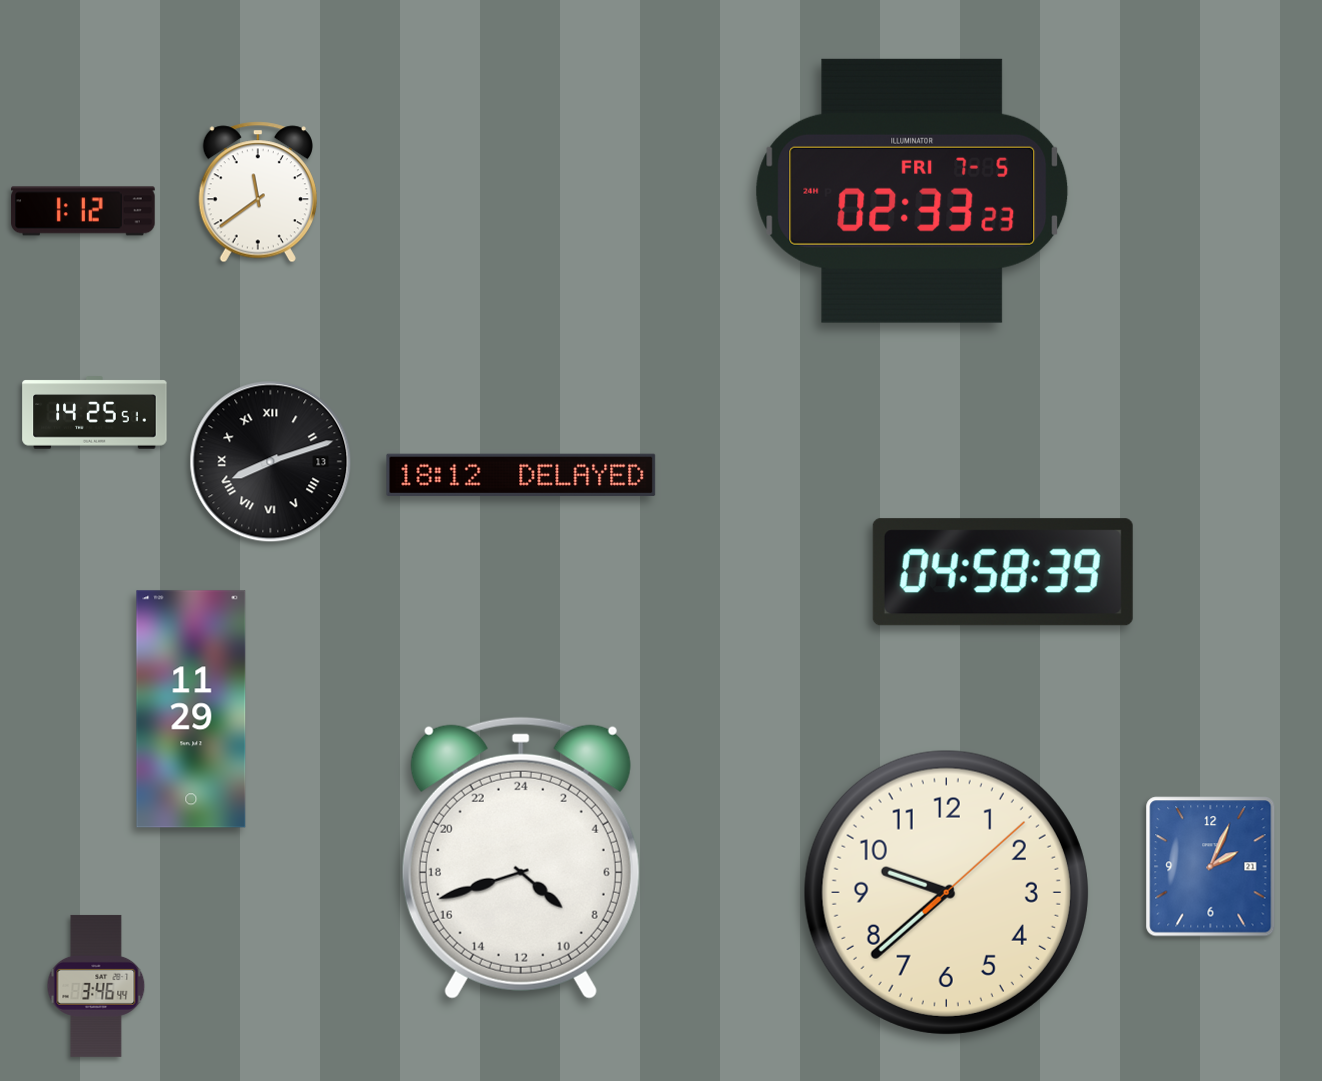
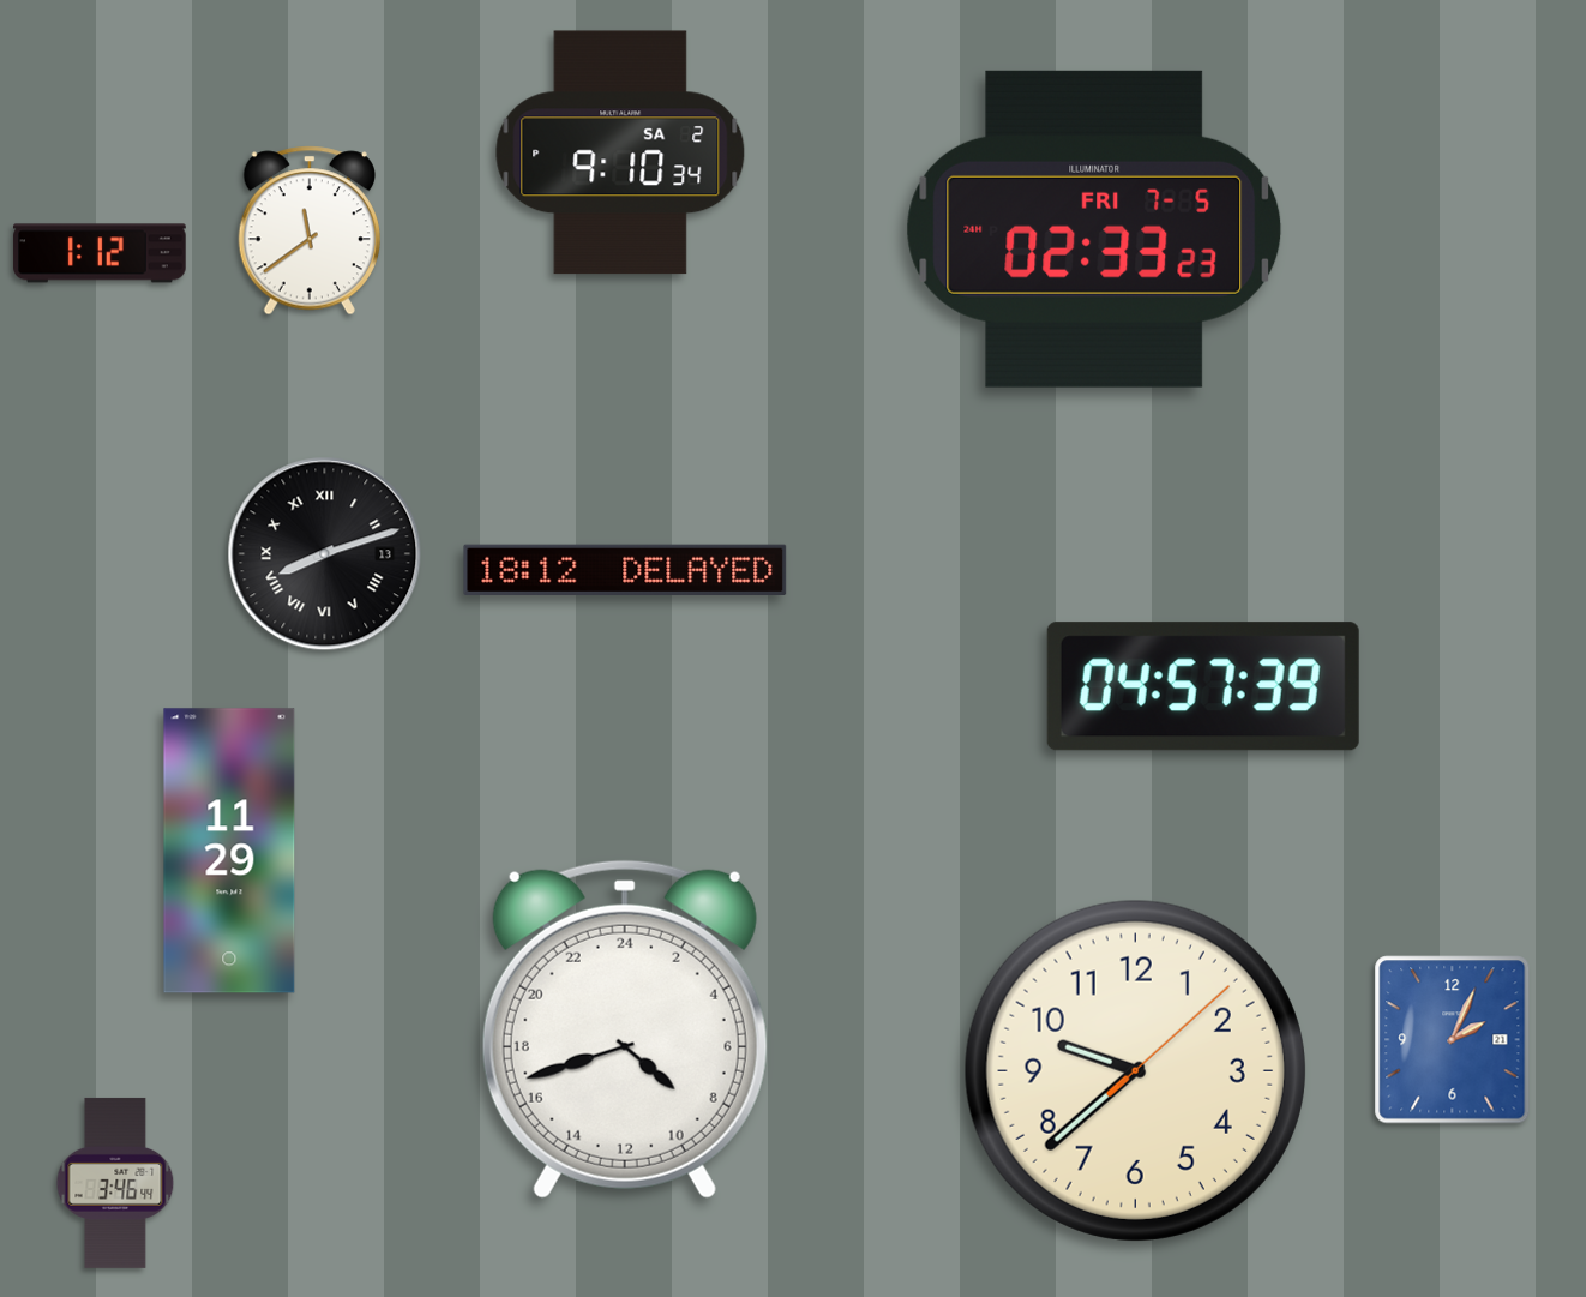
clock at (620, 152): none -> 9:10
clock at (95, 413): 14:25 -> none
clock at (1003, 572): 04:58 -> 04:57
